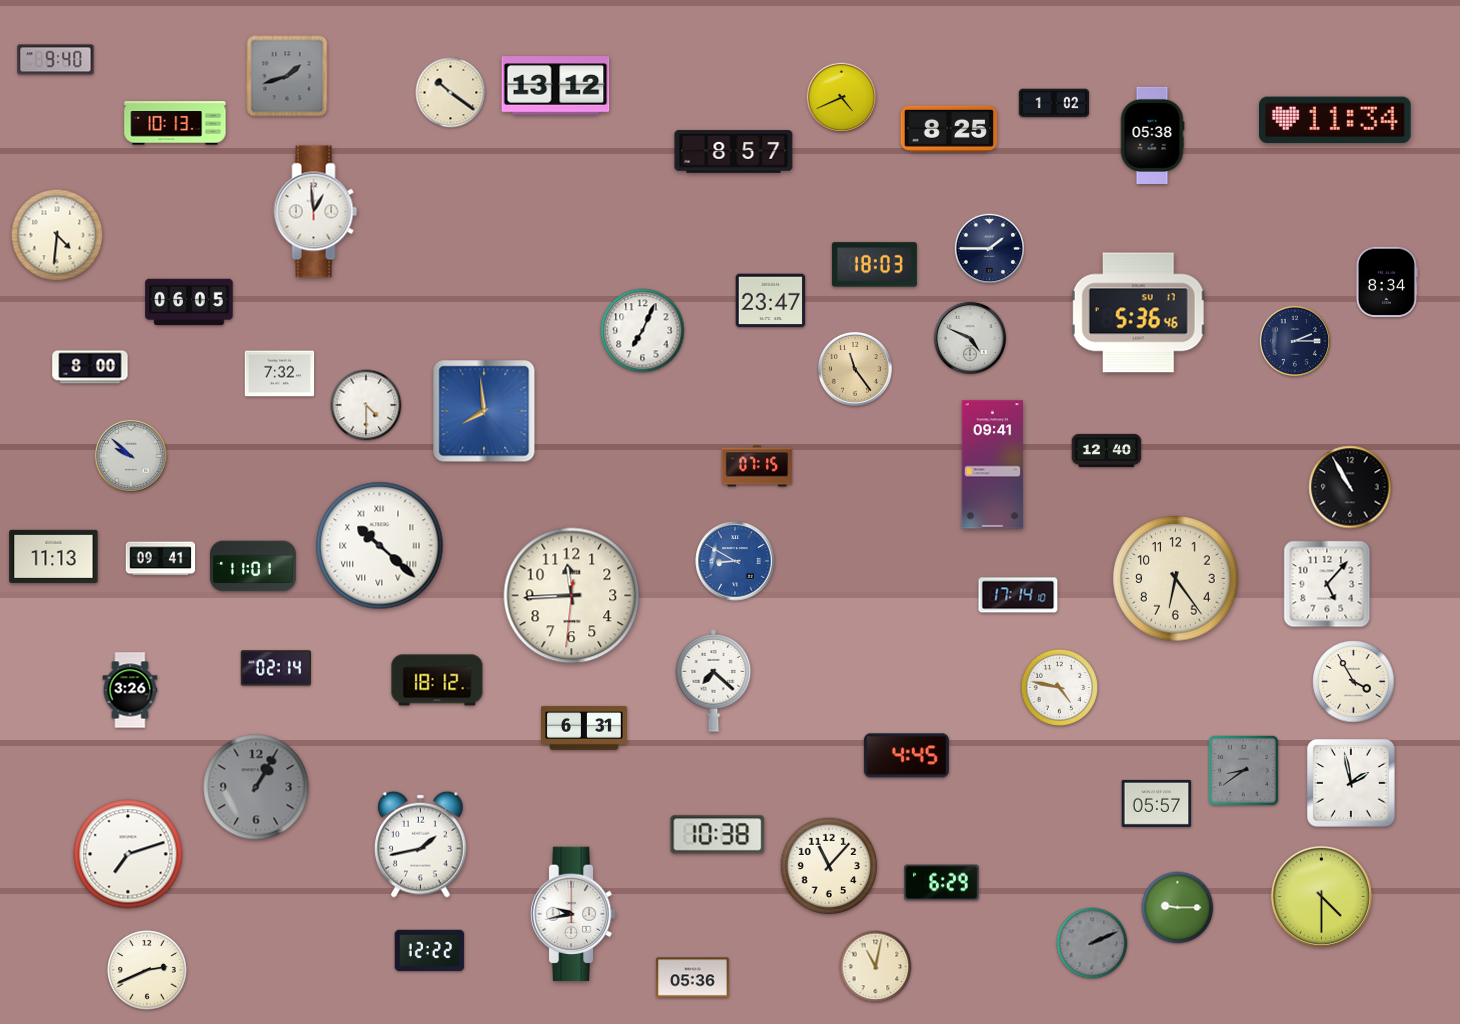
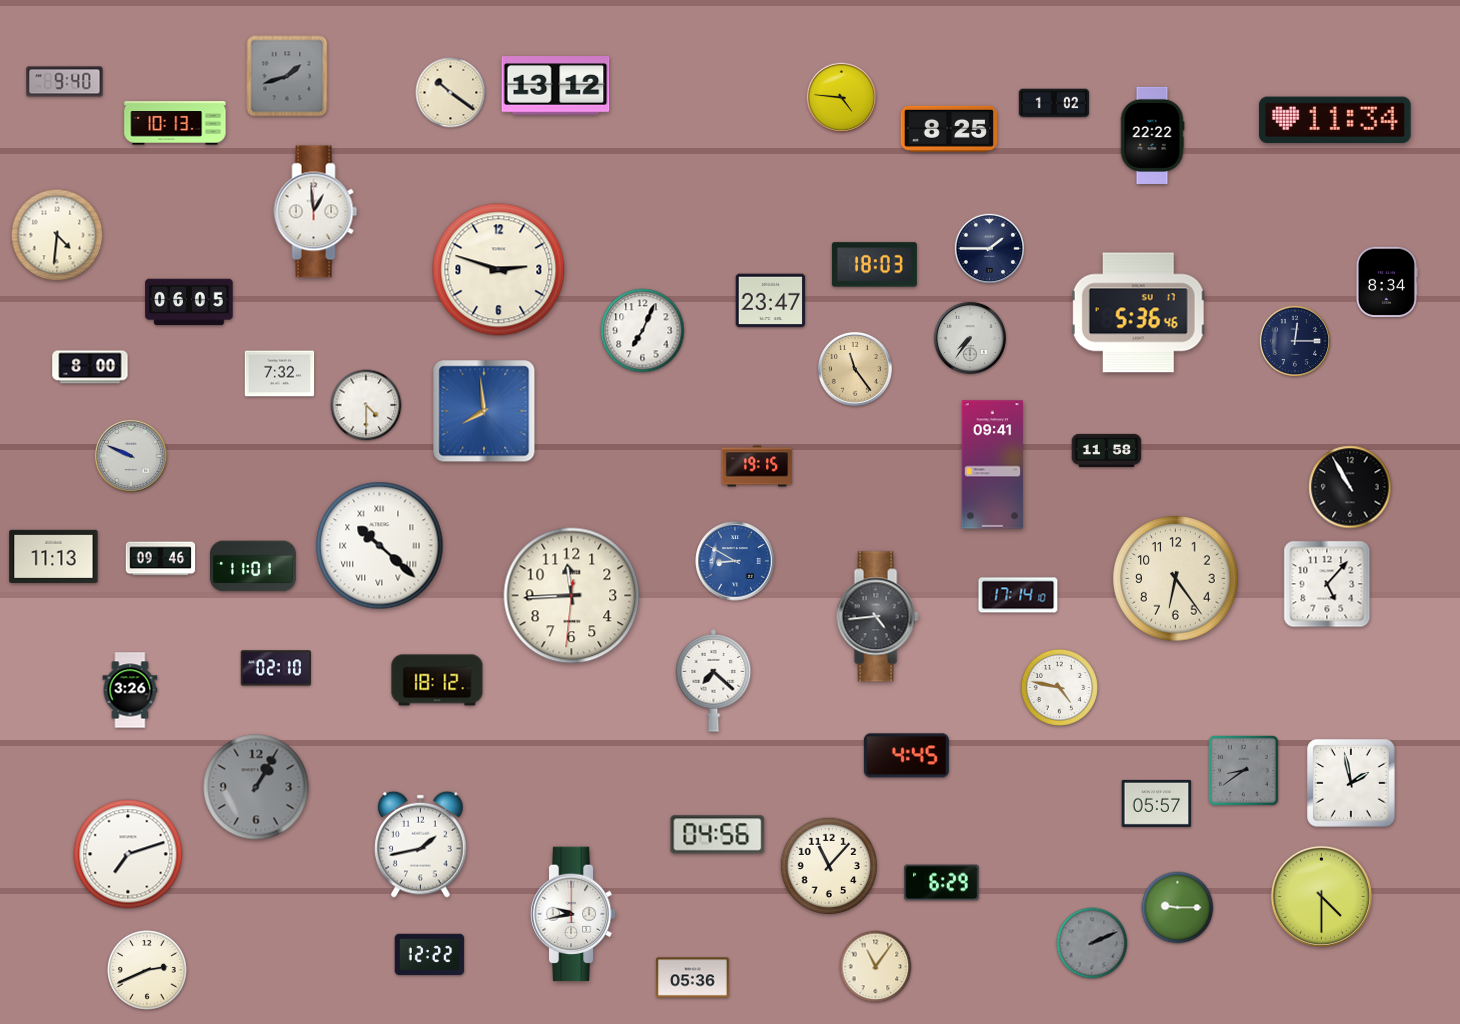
clock at (56, 60) position: (56, 60) -> (65, 82)
clock at (842, 98): 4:41 -> 4:46
clock at (1152, 135): 05:38 -> 22:22
clock at (734, 152): 8:57 -> none
clock at (499, 270): none -> 2:48
clock at (970, 338): 4:49 -> 7:36
clock at (1294, 340): 2:15 -> 12:15
clock at (1107, 450): 12:40 -> 11:58
clock at (131, 456): 9:52 -> 9:49
clock at (757, 466): 07:15 -> 19:15
clock at (161, 559): 09:41 -> 09:46
clock at (877, 617): none -> 4:44
clock at (275, 668): 02:14 -> 02:10
clock at (1354, 682): 3:55 -> none
clock at (585, 728): 6:31 -> none
clock at (718, 835): 10:38 -> 04:56
clock at (430, 951) position: (430, 951) -> (430, 955)
clock at (876, 967): 11:02 -> 11:06
